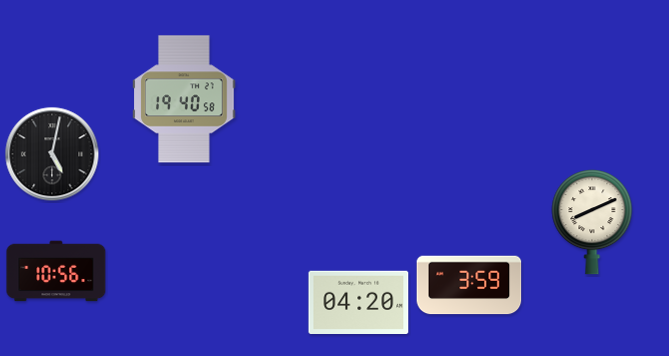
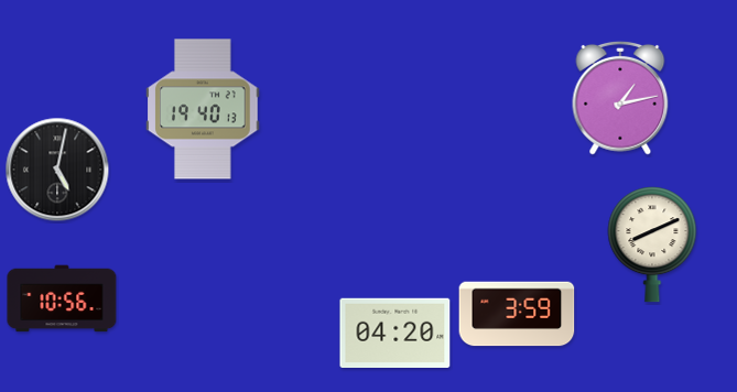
clock at (620, 98): none -> 1:13
clock at (184, 99): 19:40:58 -> 19:40:13
